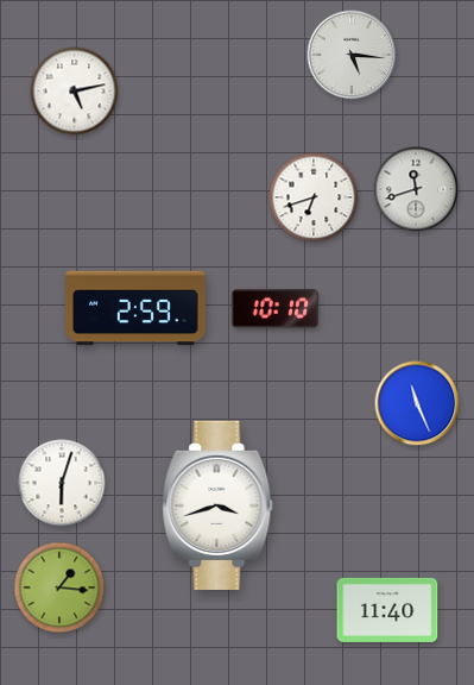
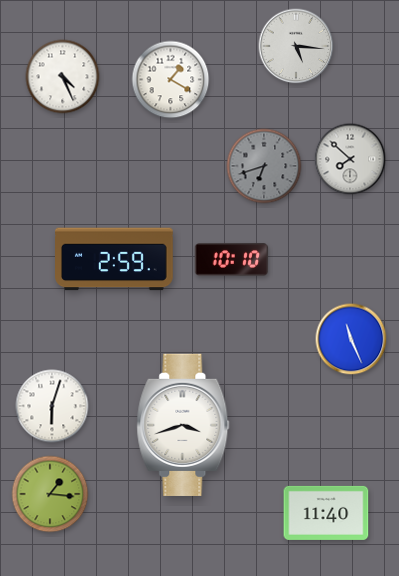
clock at (75, 92): 5:13 -> 4:26
clock at (171, 80): none -> 1:20
clock at (416, 189): 11:42 -> 7:52
clock at (314, 197) dial: white -> grey
